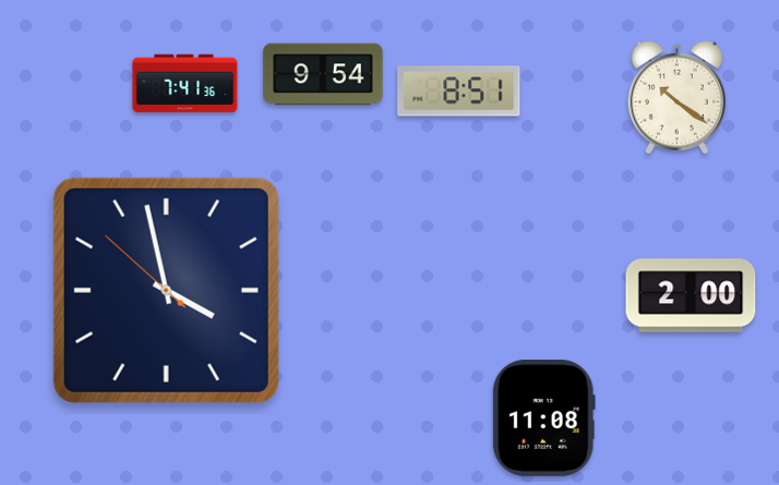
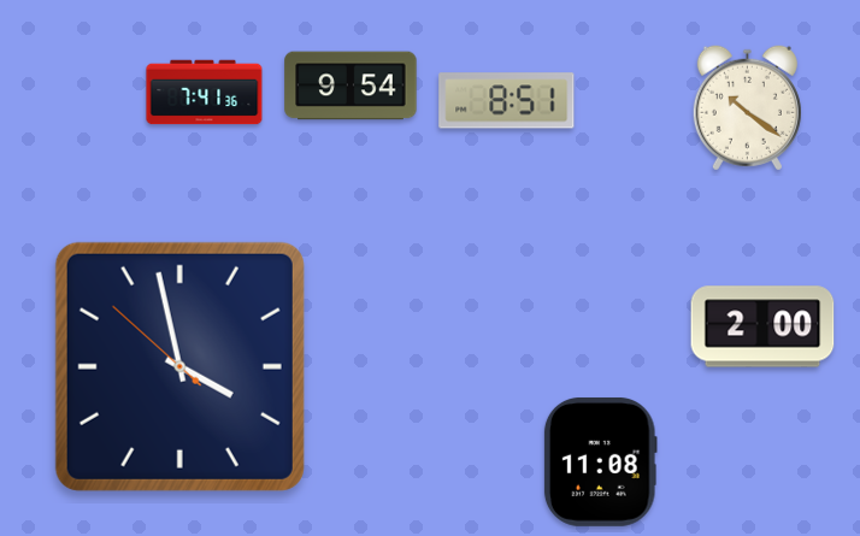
clock at (323, 74) position: (323, 74) -> (351, 86)
clock at (166, 290) position: (166, 290) -> (179, 366)
